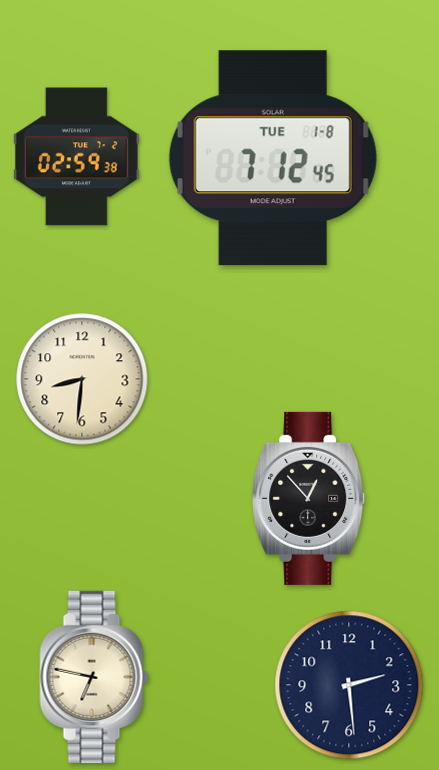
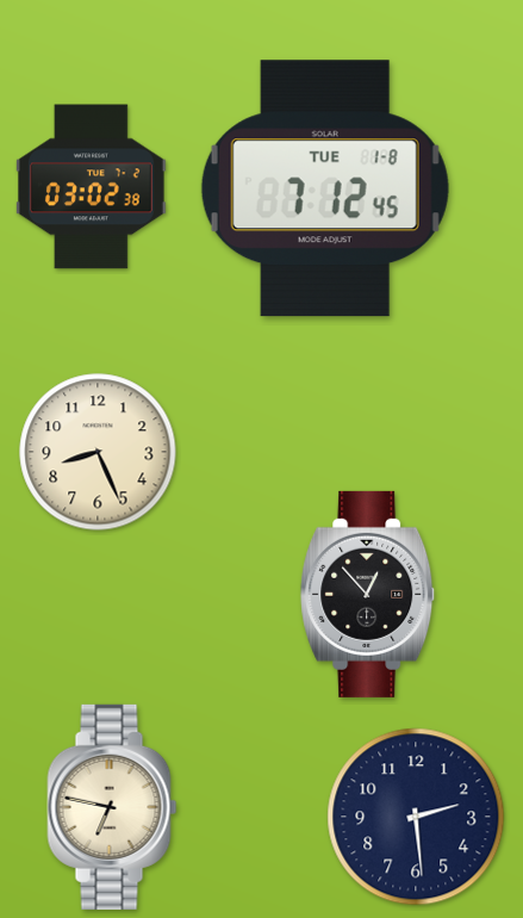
clock at (76, 157): 02:59 -> 03:02
clock at (82, 379): 8:31 -> 8:26
